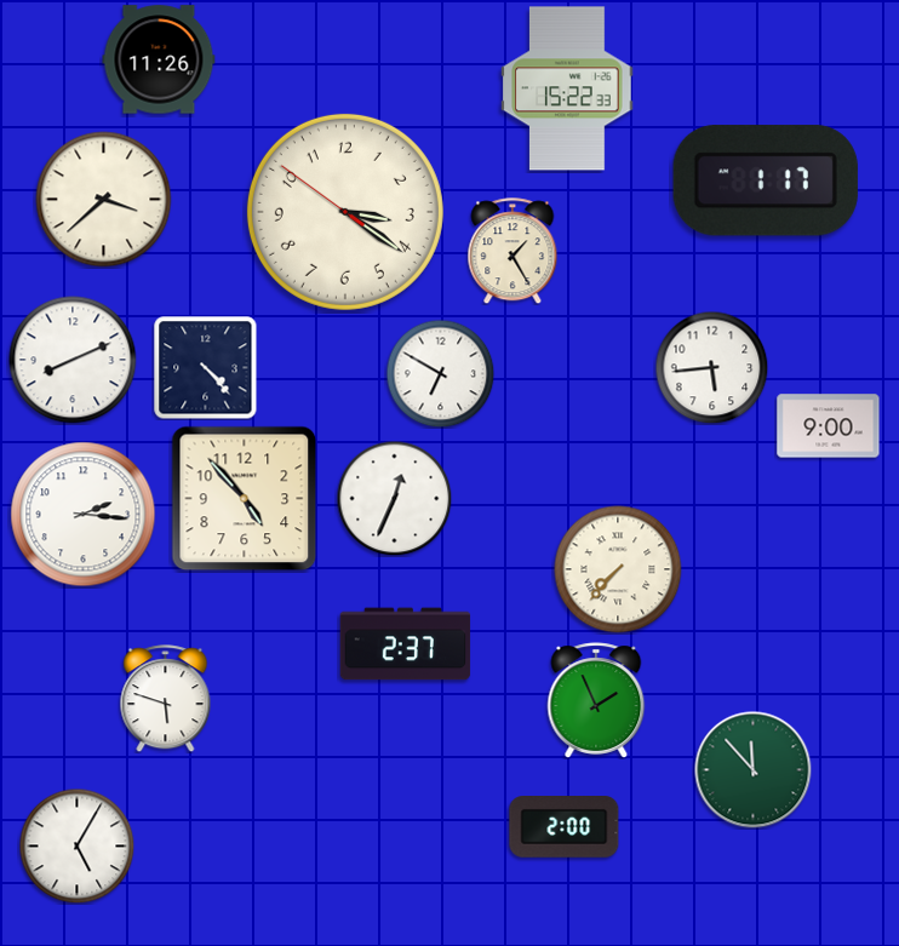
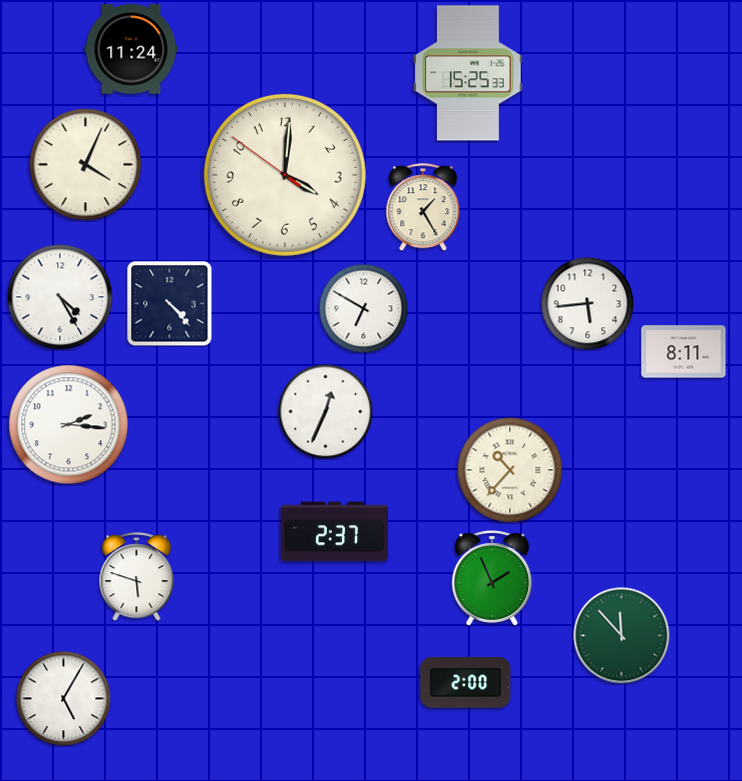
clock at (159, 59): 11:26 -> 11:24
clock at (567, 88): 15:22 -> 15:25
clock at (766, 180): 1:17 -> none
clock at (104, 200): 3:38 -> 4:04
clock at (345, 212): 3:20 -> 4:00
clock at (73, 360): 8:11 -> 4:25
clock at (829, 426): 9:00 -> 8:11
clock at (245, 499): 4:53 -> none
clock at (618, 569): 7:37 -> 10:37
